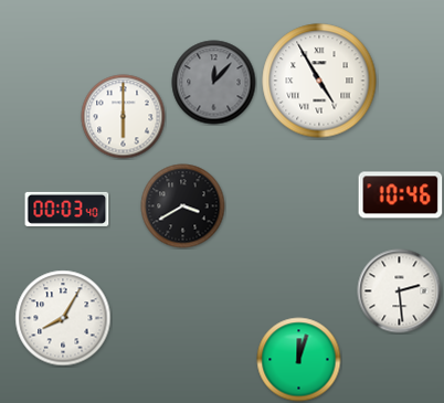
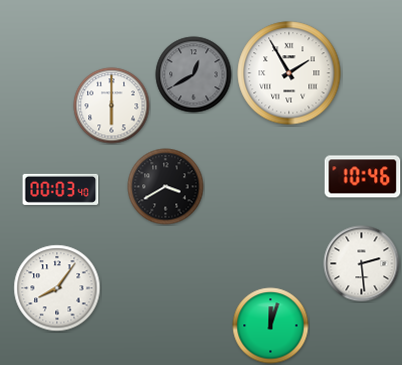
clock at (319, 81): 4:55 -> 1:55
clock at (214, 83): 12:07 -> 12:40
clock at (63, 318): 8:05 -> 8:06
